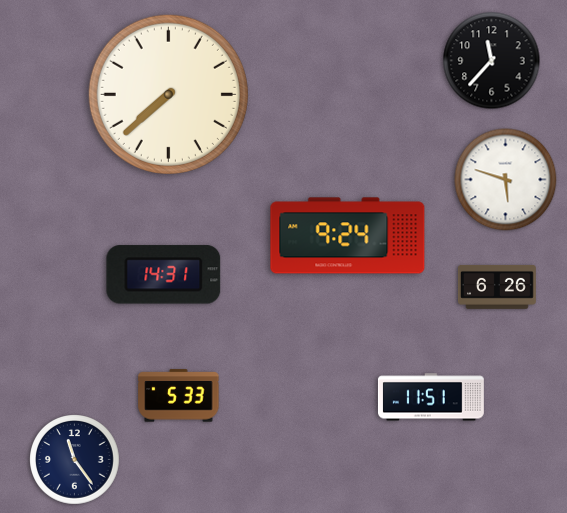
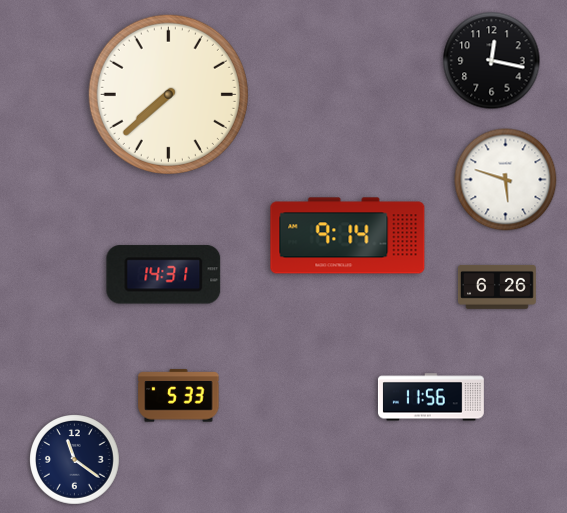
clock at (492, 61): 11:37 -> 12:17
clock at (348, 236): 9:24 -> 9:14
clock at (431, 397): 11:51 -> 11:56
clock at (75, 460): 11:24 -> 11:21
